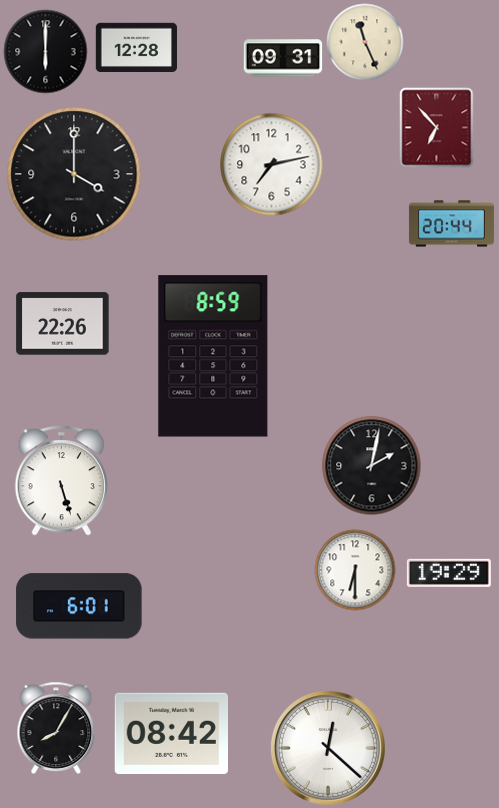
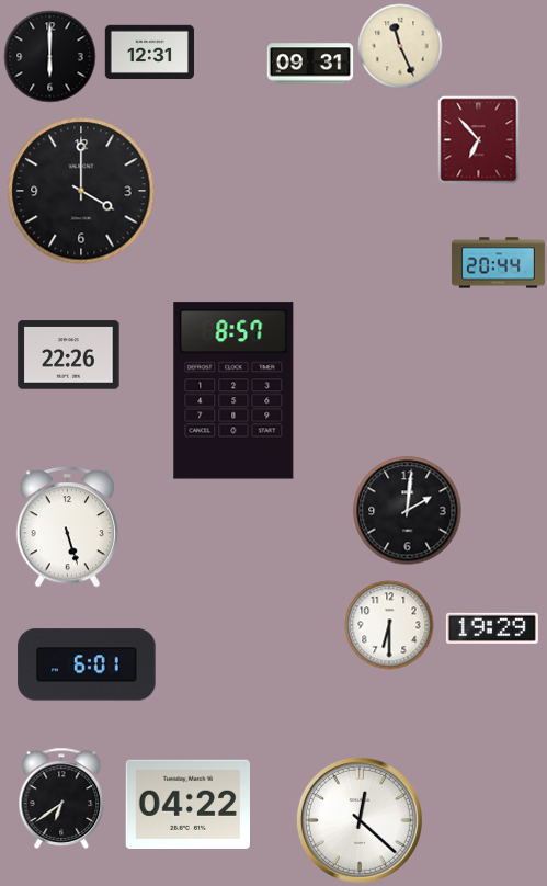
clock at (136, 47): 12:28 -> 12:31
clock at (272, 165): 7:13 -> none
clock at (451, 224) position: (451, 224) -> (498, 263)
clock at (213, 356): 8:59 -> 8:57
clock at (372, 466): 2:02 -> 2:01
clock at (56, 728): 8:05 -> 6:39
clock at (171, 733): 08:42 -> 04:22
